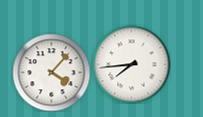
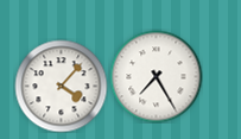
clock at (131, 64): 7:44 -> 7:25
